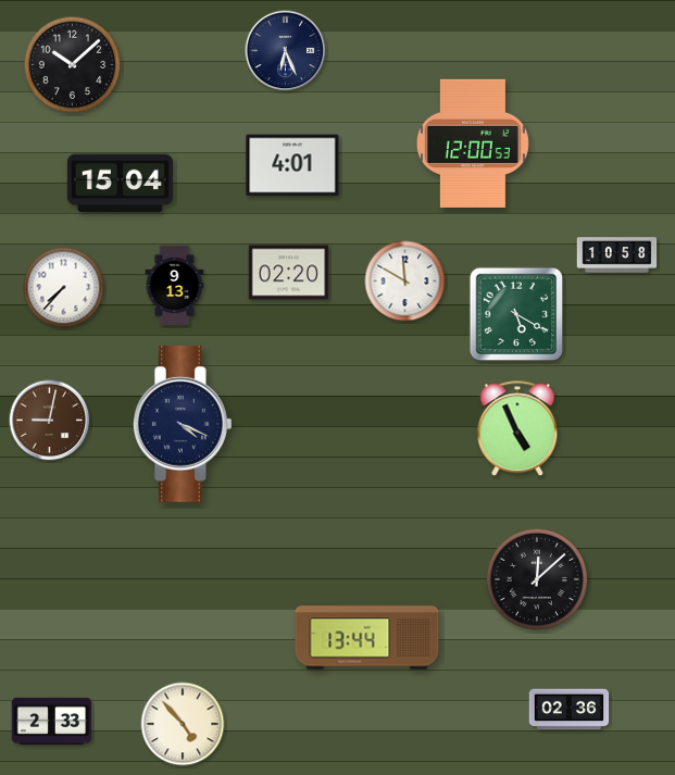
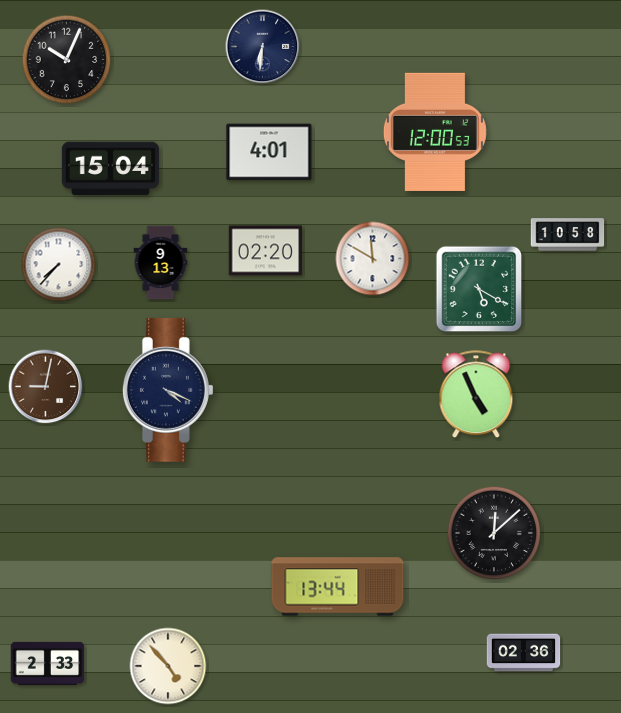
clock at (286, 51): 6:26 -> 6:31
clock at (73, 65): 10:08 -> 10:04
clock at (516, 314) position: (516, 314) -> (479, 289)
